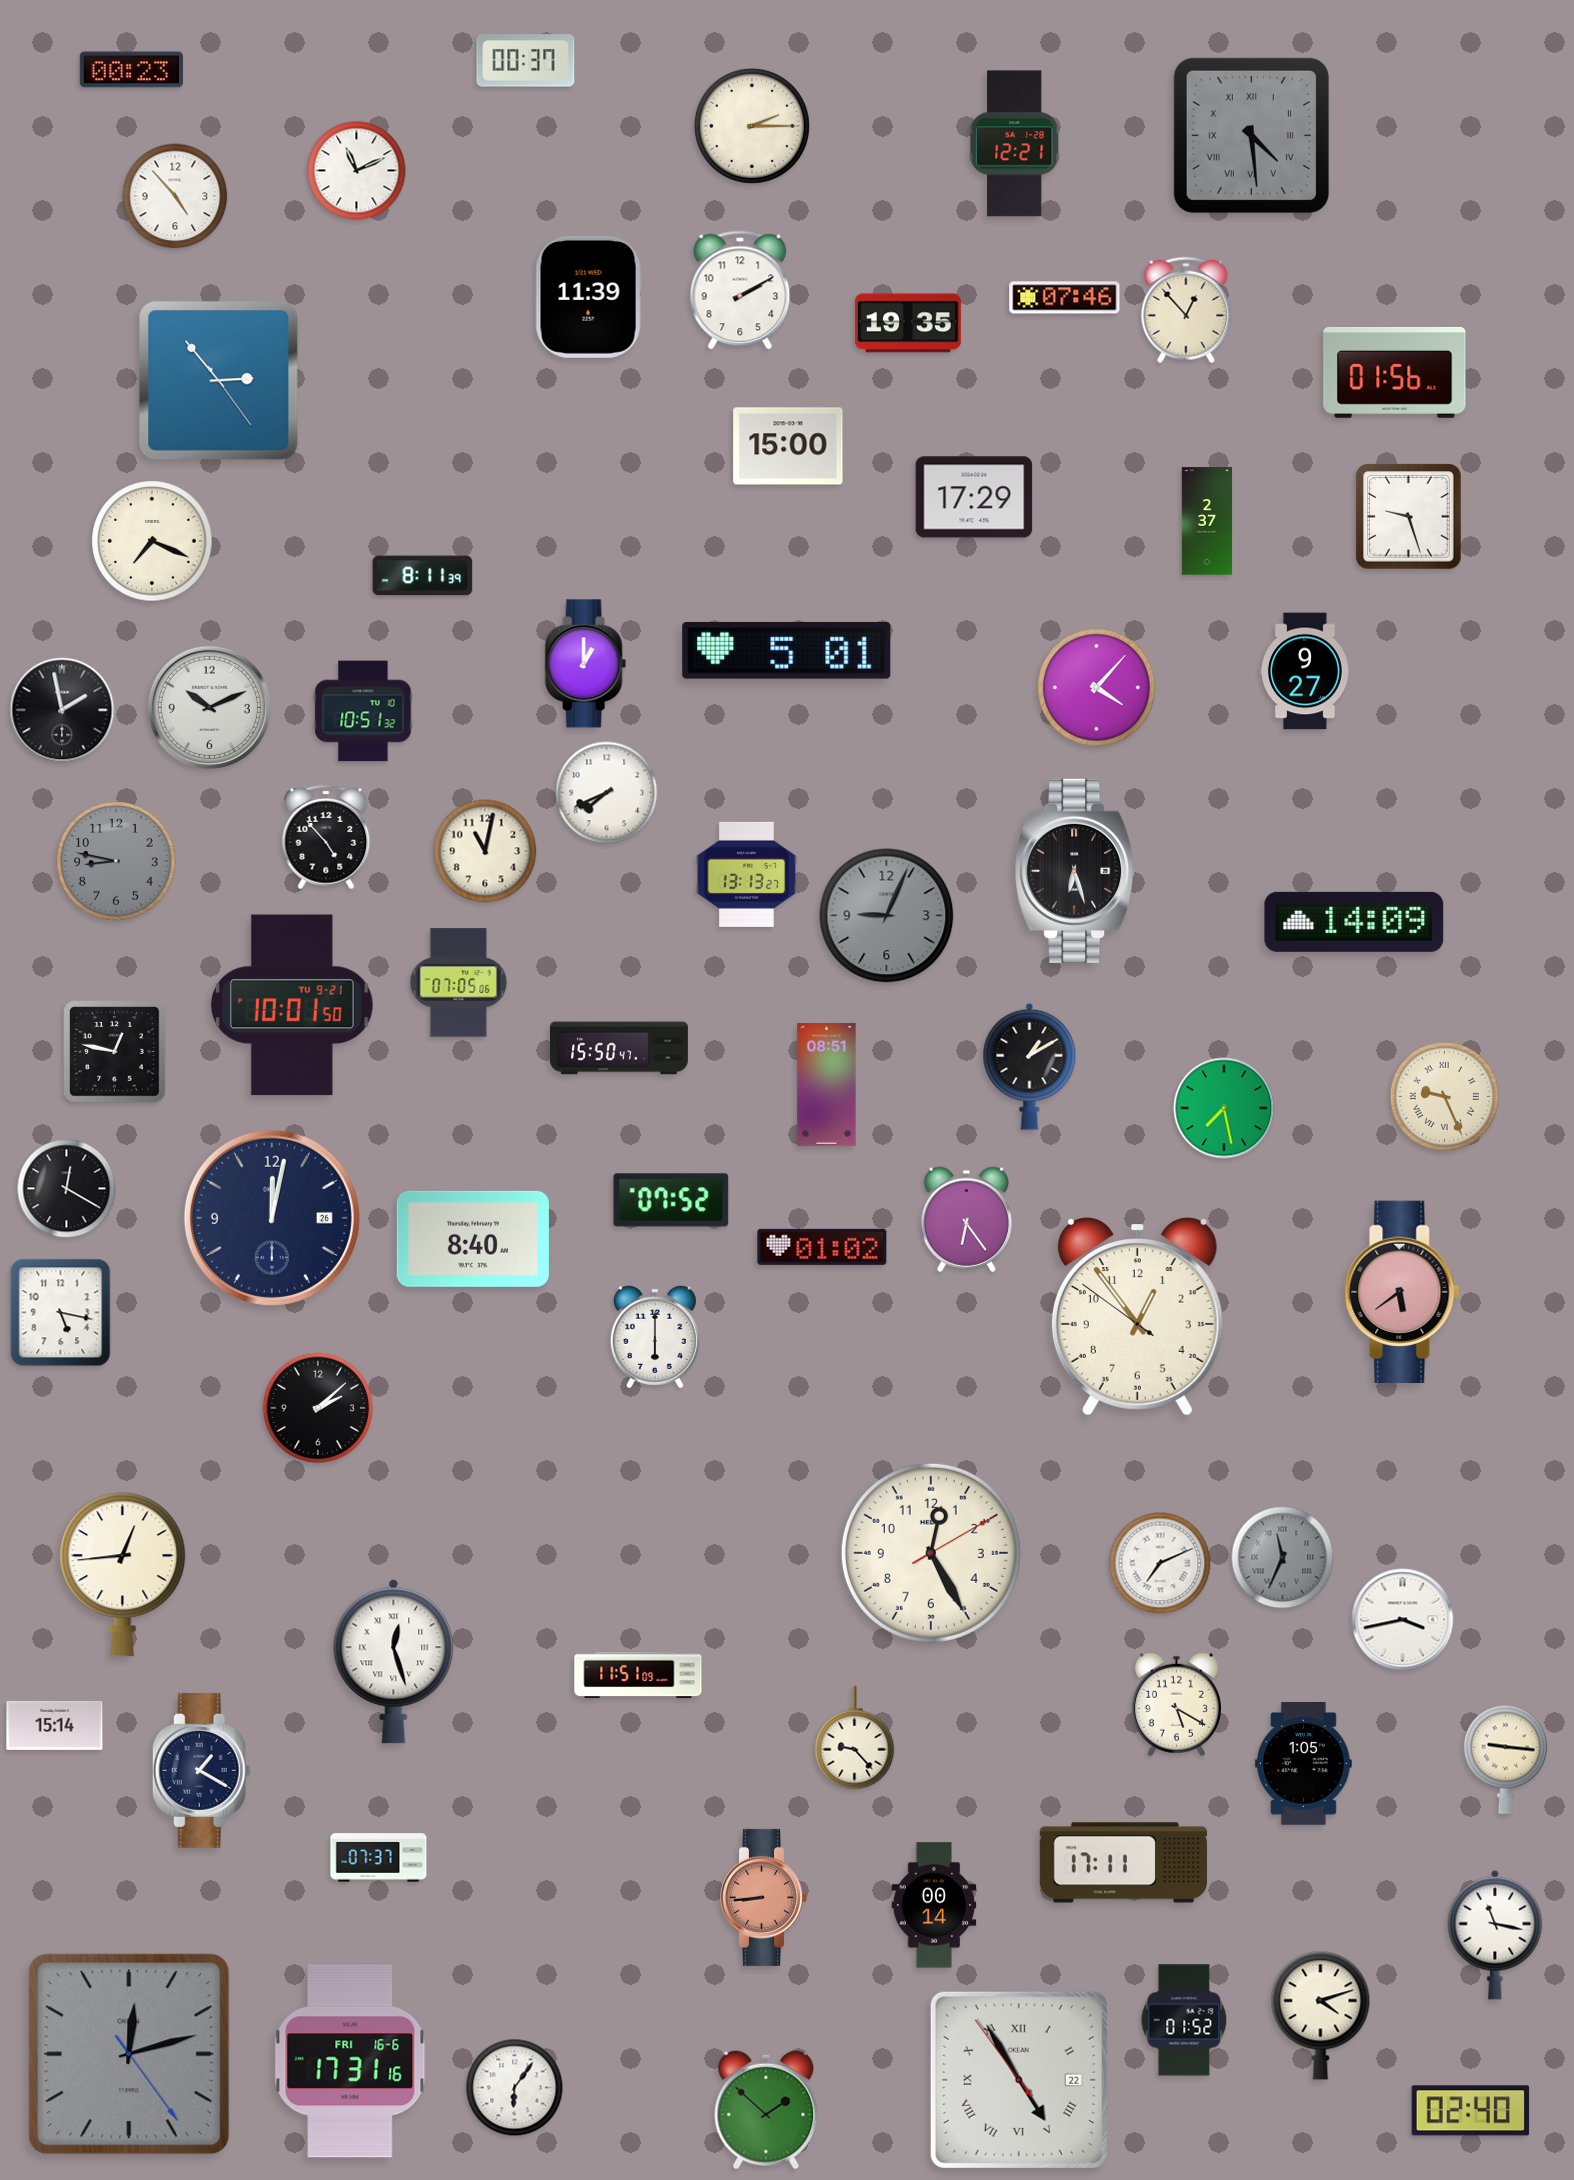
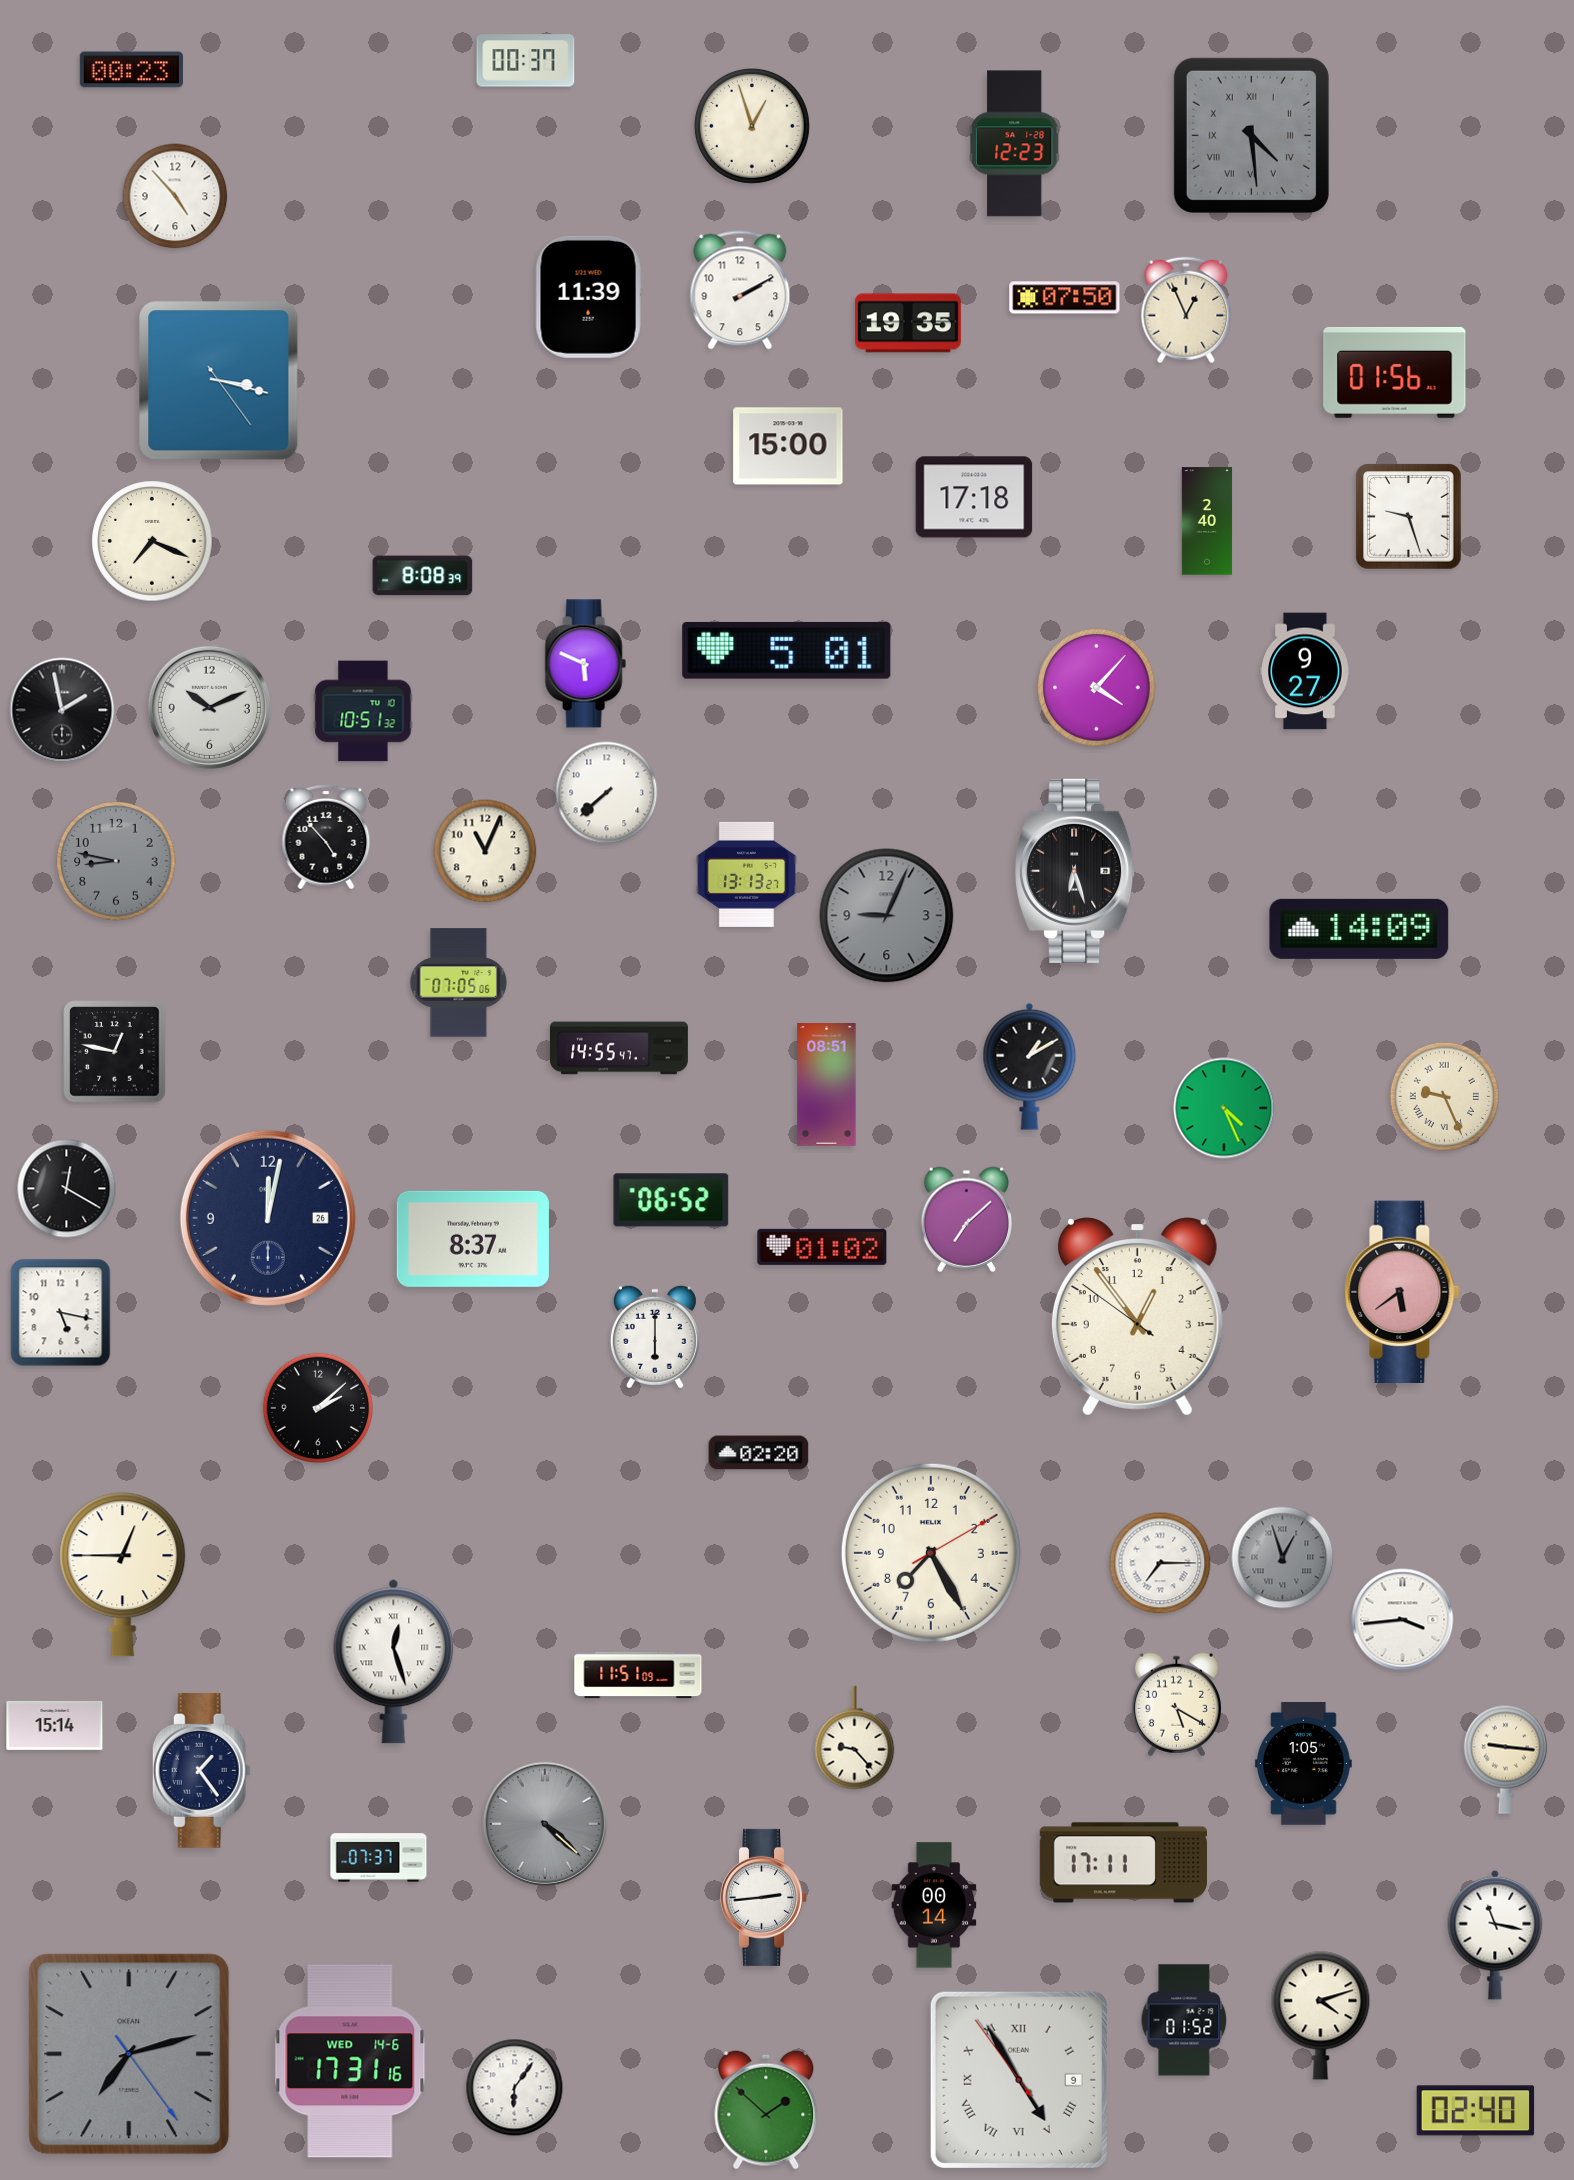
clock at (752, 126): 2:15 -> 12:57
clock at (1014, 144): 12:21 -> 12:23
clock at (357, 171): 11:11 -> none
clock at (1065, 298): 07:46 -> 07:50
clock at (1186, 310): 12:53 -> 12:56
clock at (219, 381): 2:53 -> 3:17
clock at (974, 497): 17:29 -> 17:18
clock at (1207, 521): 2:37 -> 2:40
clock at (423, 576): 8:11 -> 8:08
clock at (585, 664): 1:00 -> 5:49
clock at (607, 793): 7:41 -> 7:38
clock at (485, 851): 11:02 -> 11:04
clock at (1354, 922) position: (1354, 922) -> (1359, 929)
clock at (292, 1005): 10:01 -> none
clock at (619, 1048): 15:50 -> 14:55
clock at (1224, 1108): 7:28 -> 4:26
clock at (671, 1200): 07:52 -> 06:52
clock at (272, 1218) position: (272, 1218) -> (268, 1218)
clock at (967, 1219): 6:24 -> 7:08
clock at (473, 1239): 8:40 -> 8:37
clock at (759, 1453): none -> 02:20
clock at (931, 1553): 12:25 -> 7:25
clock at (1283, 1558): 11:34 -> 12:57
clock at (1160, 1563): 7:11 -> 7:15
clock at (123, 1575): 12:44 -> 12:45
clock at (1403, 1620): 3:43 -> 3:44
clock at (201, 1770): 1:20 -> 1:24
clock at (545, 1824): none -> 4:22
clock at (764, 1897): 8:44 -> 2:44
clock at (764, 1897) dial: salmon -> white
clock at (129, 2054): 12:12 -> 7:12
clock at (350, 2061) date: FRI 16-6 -> WED 14-6
clock at (1019, 2080) date: 22 -> 9
clock at (1471, 2111) position: (1471, 2111) -> (1476, 2111)
